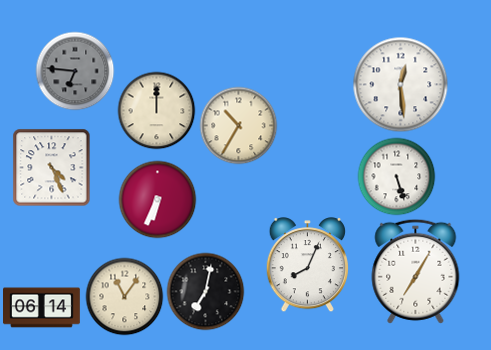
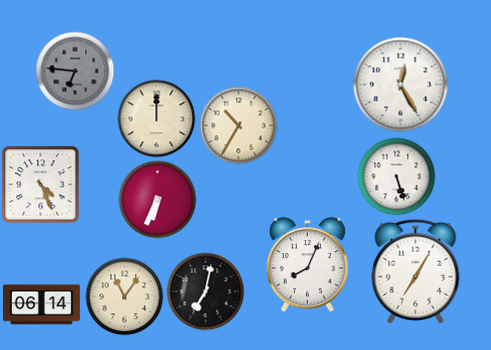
clock at (400, 84): 12:29 -> 12:25
clock at (156, 110) position: (156, 110) -> (156, 118)
clock at (51, 167) position: (51, 167) -> (40, 184)
clock at (42, 308) position: (42, 308) -> (42, 305)
